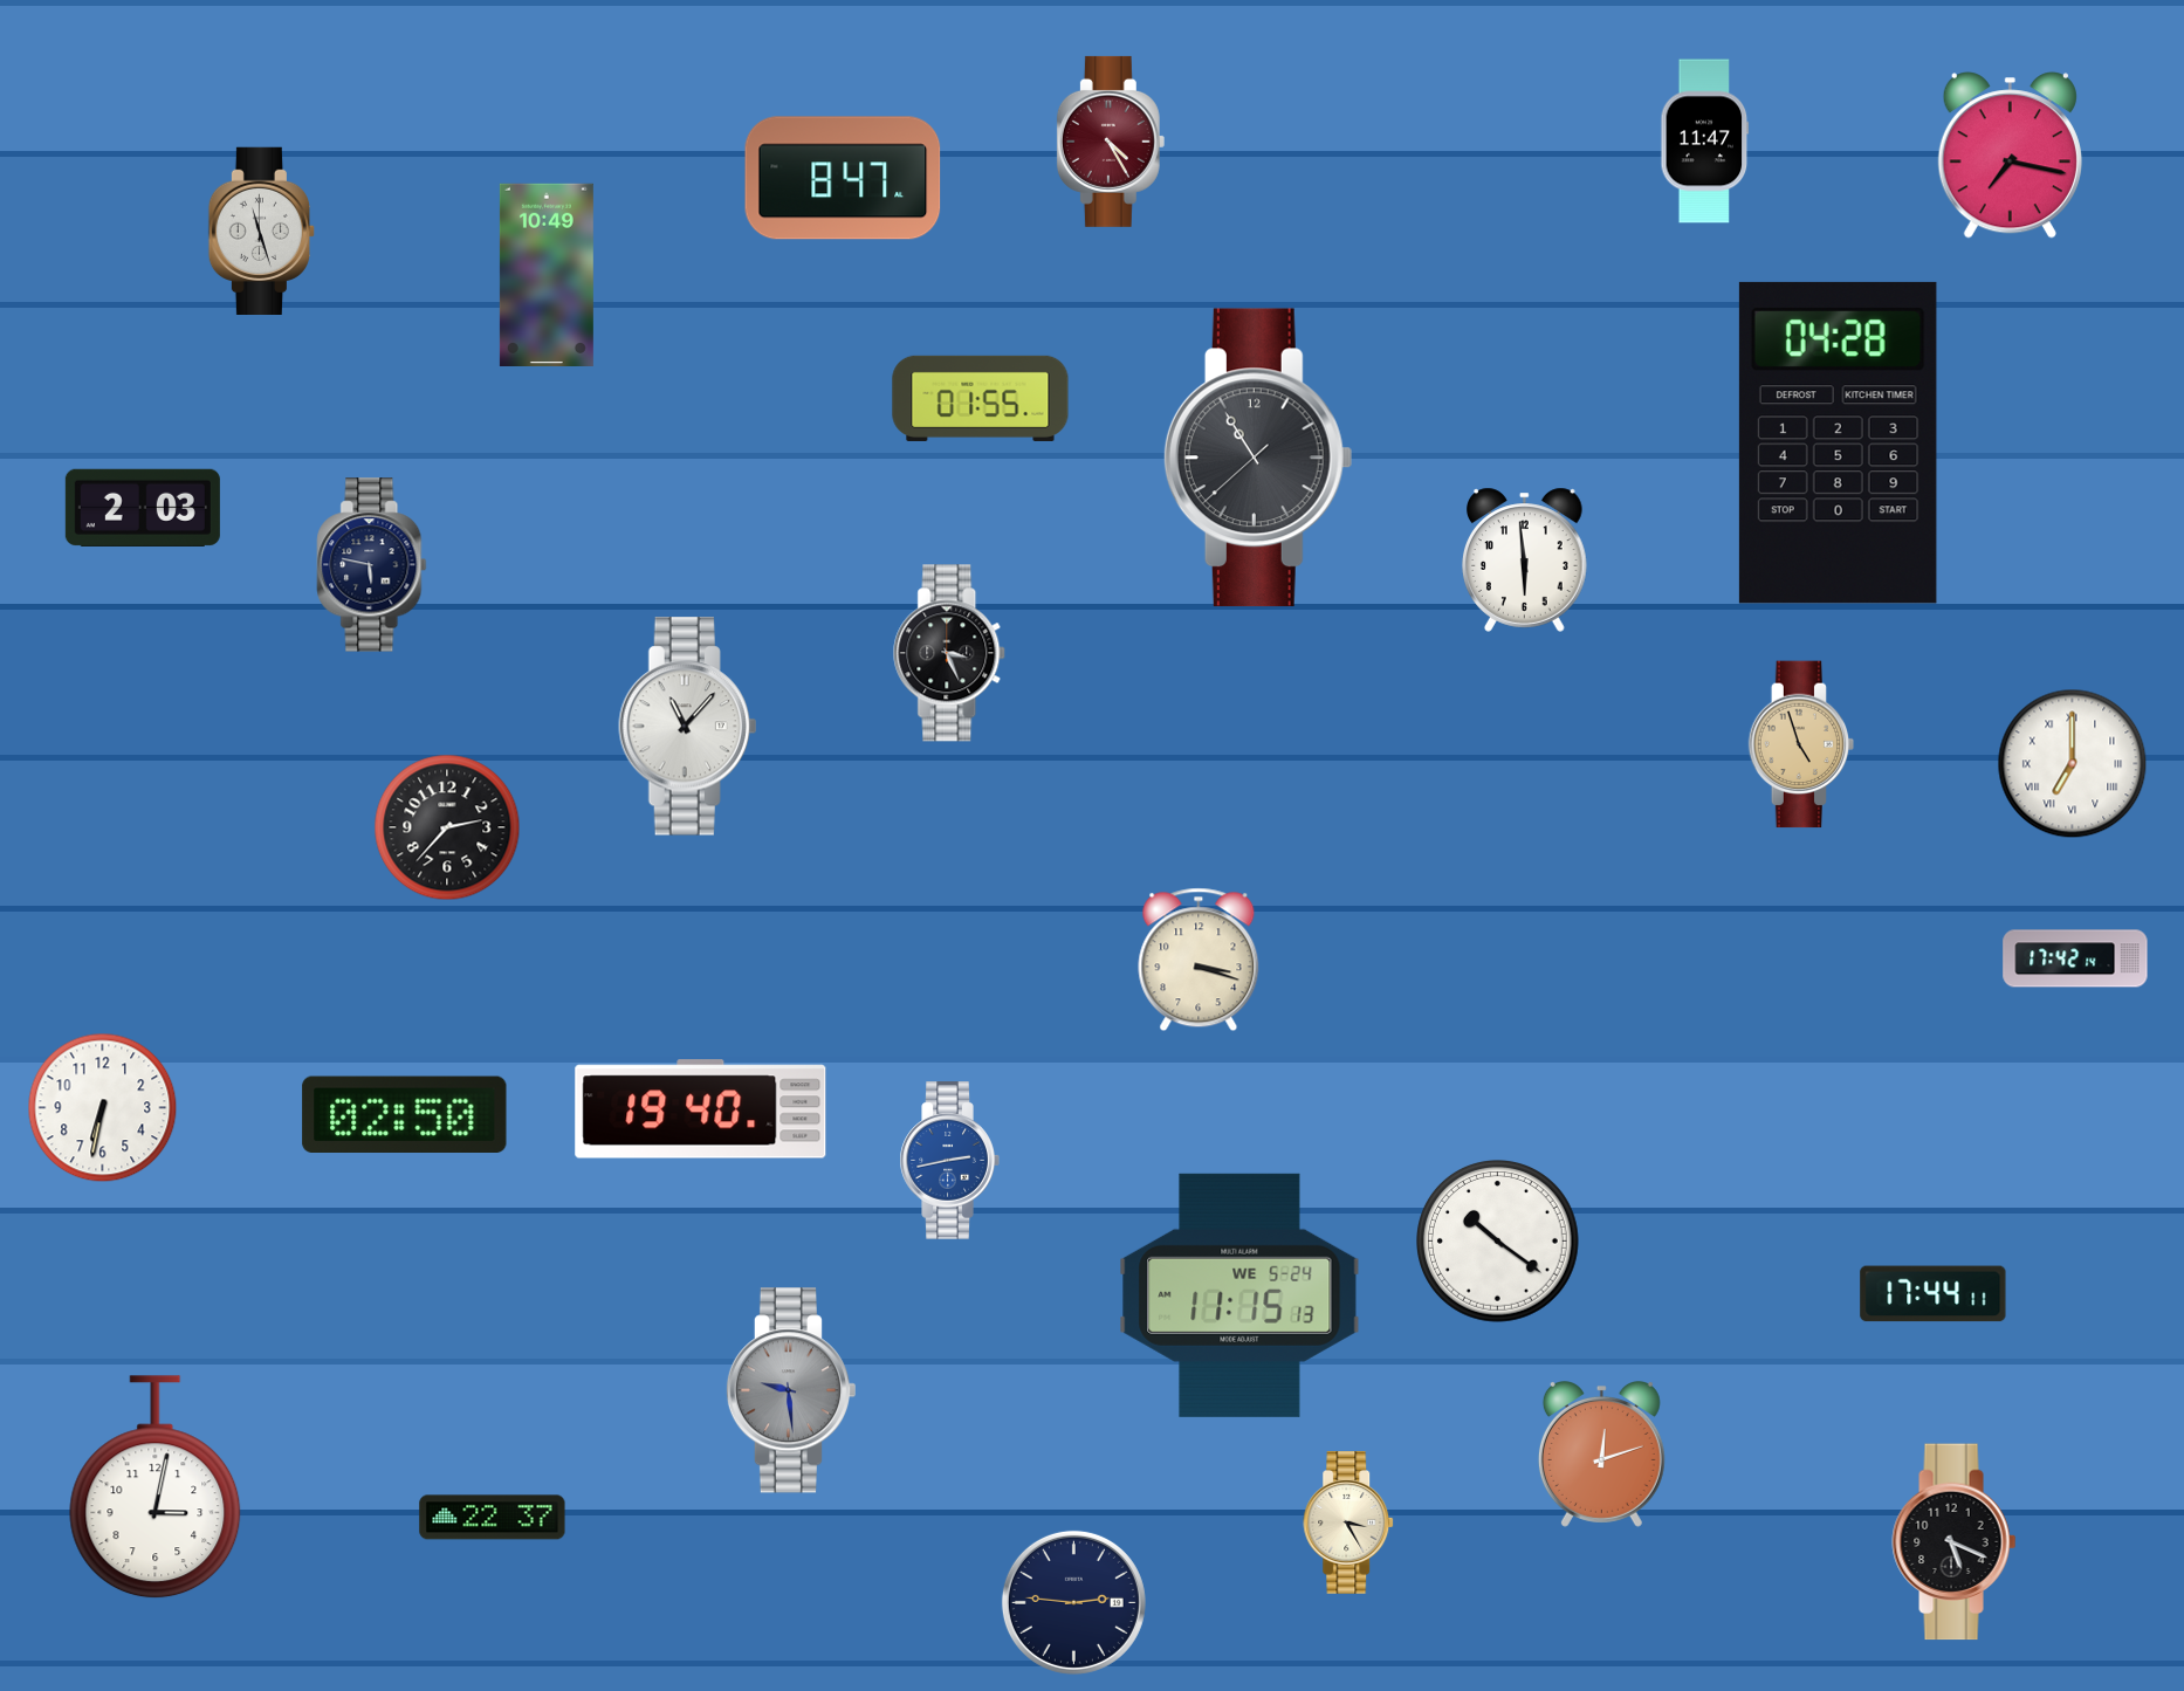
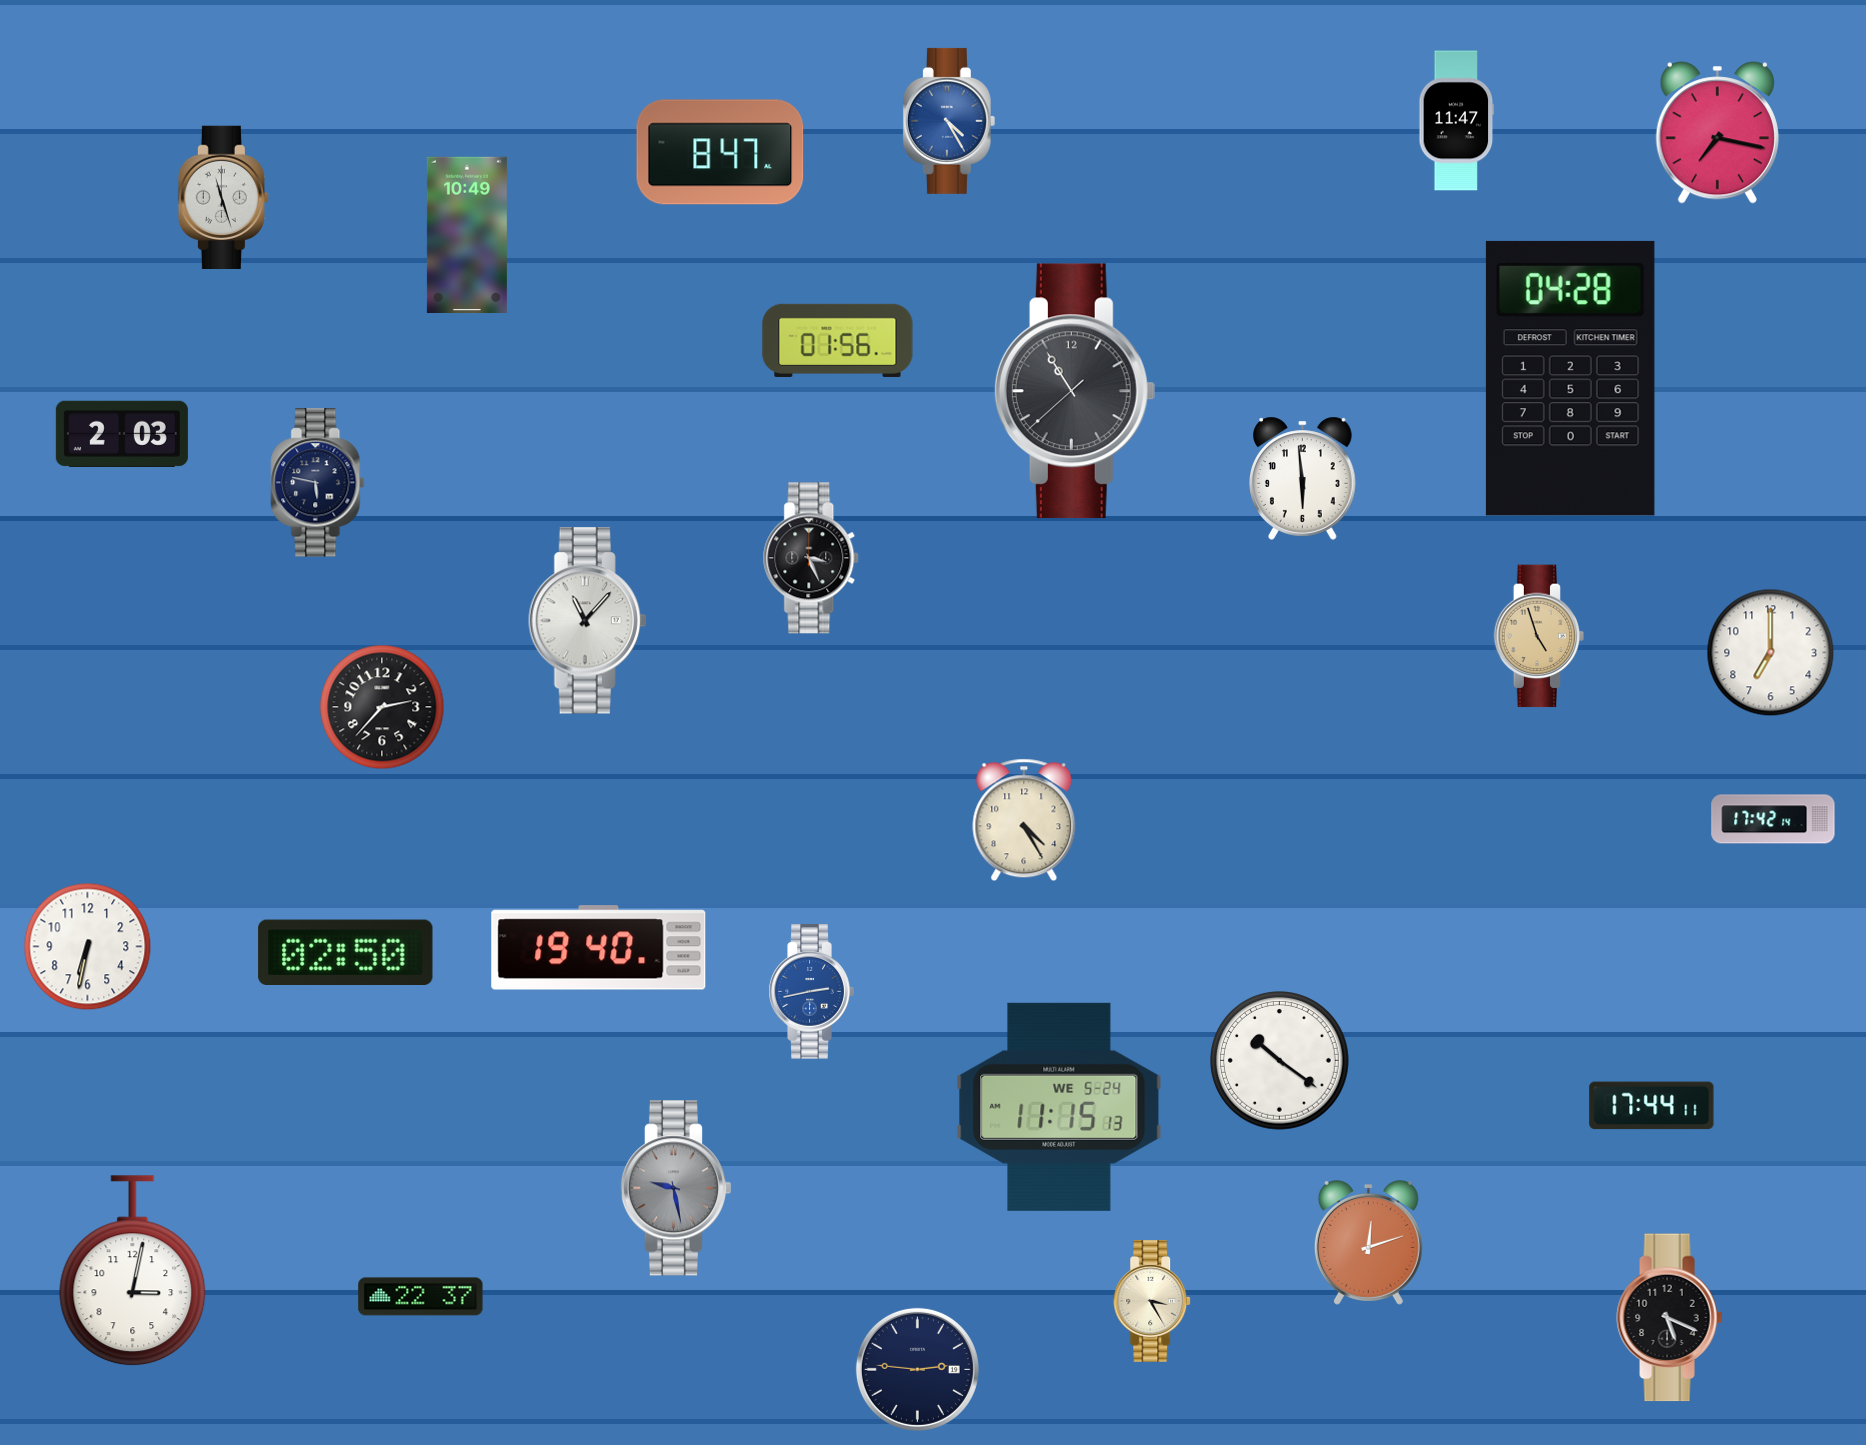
clock at (1111, 142) dial: burgundy -> blue
clock at (981, 398): 01:55 -> 01:56
clock at (2073, 764) numerals: Roman -> Arabic
clock at (1199, 960): 3:18 -> 4:25
clock at (790, 1390): 9:29 -> 9:28
